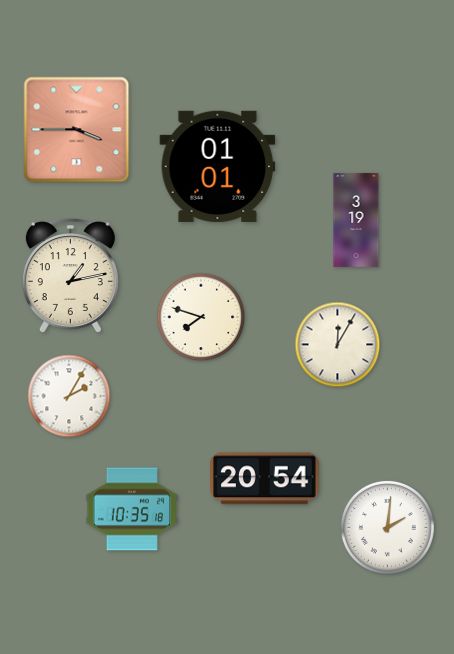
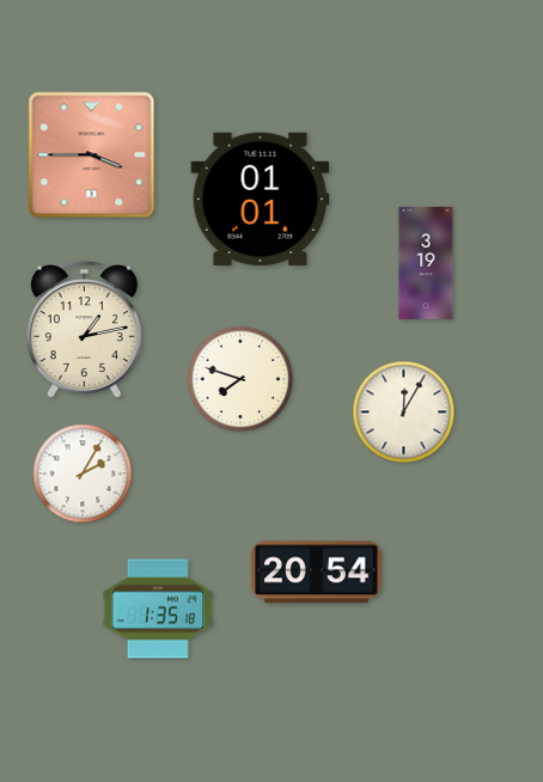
clock at (132, 509): 10:35 -> 1:35
clock at (387, 527): 2:01 -> none
